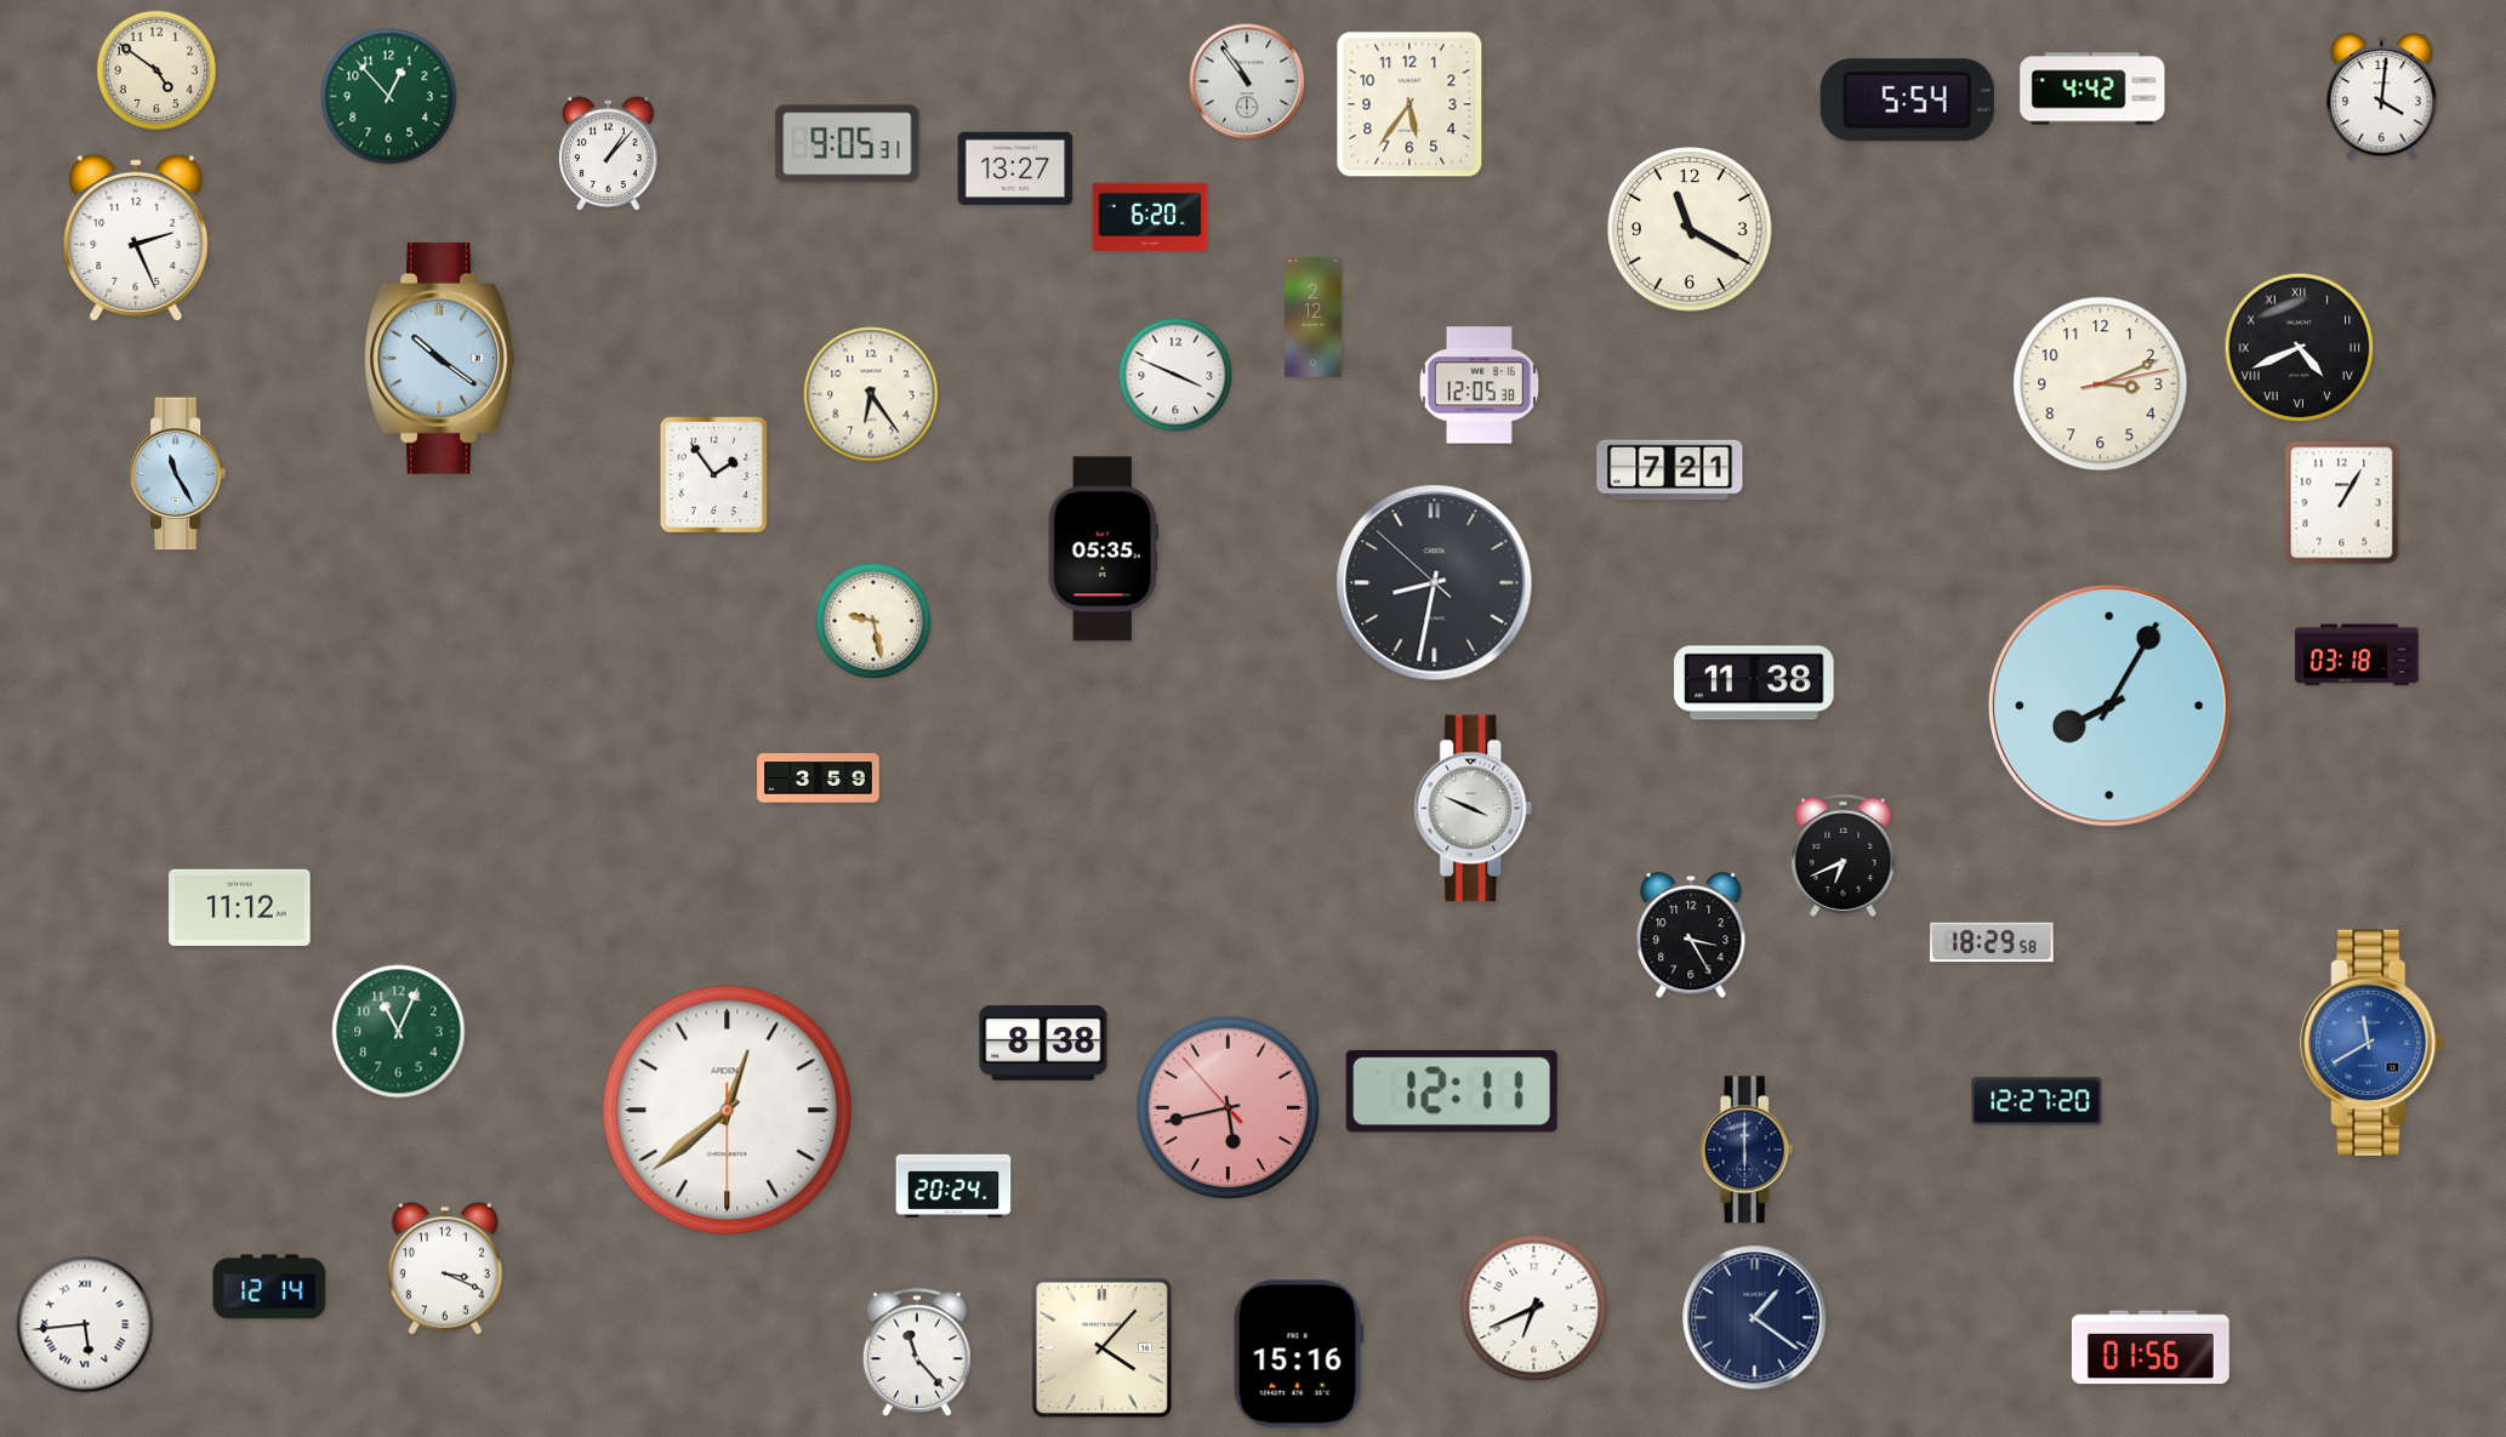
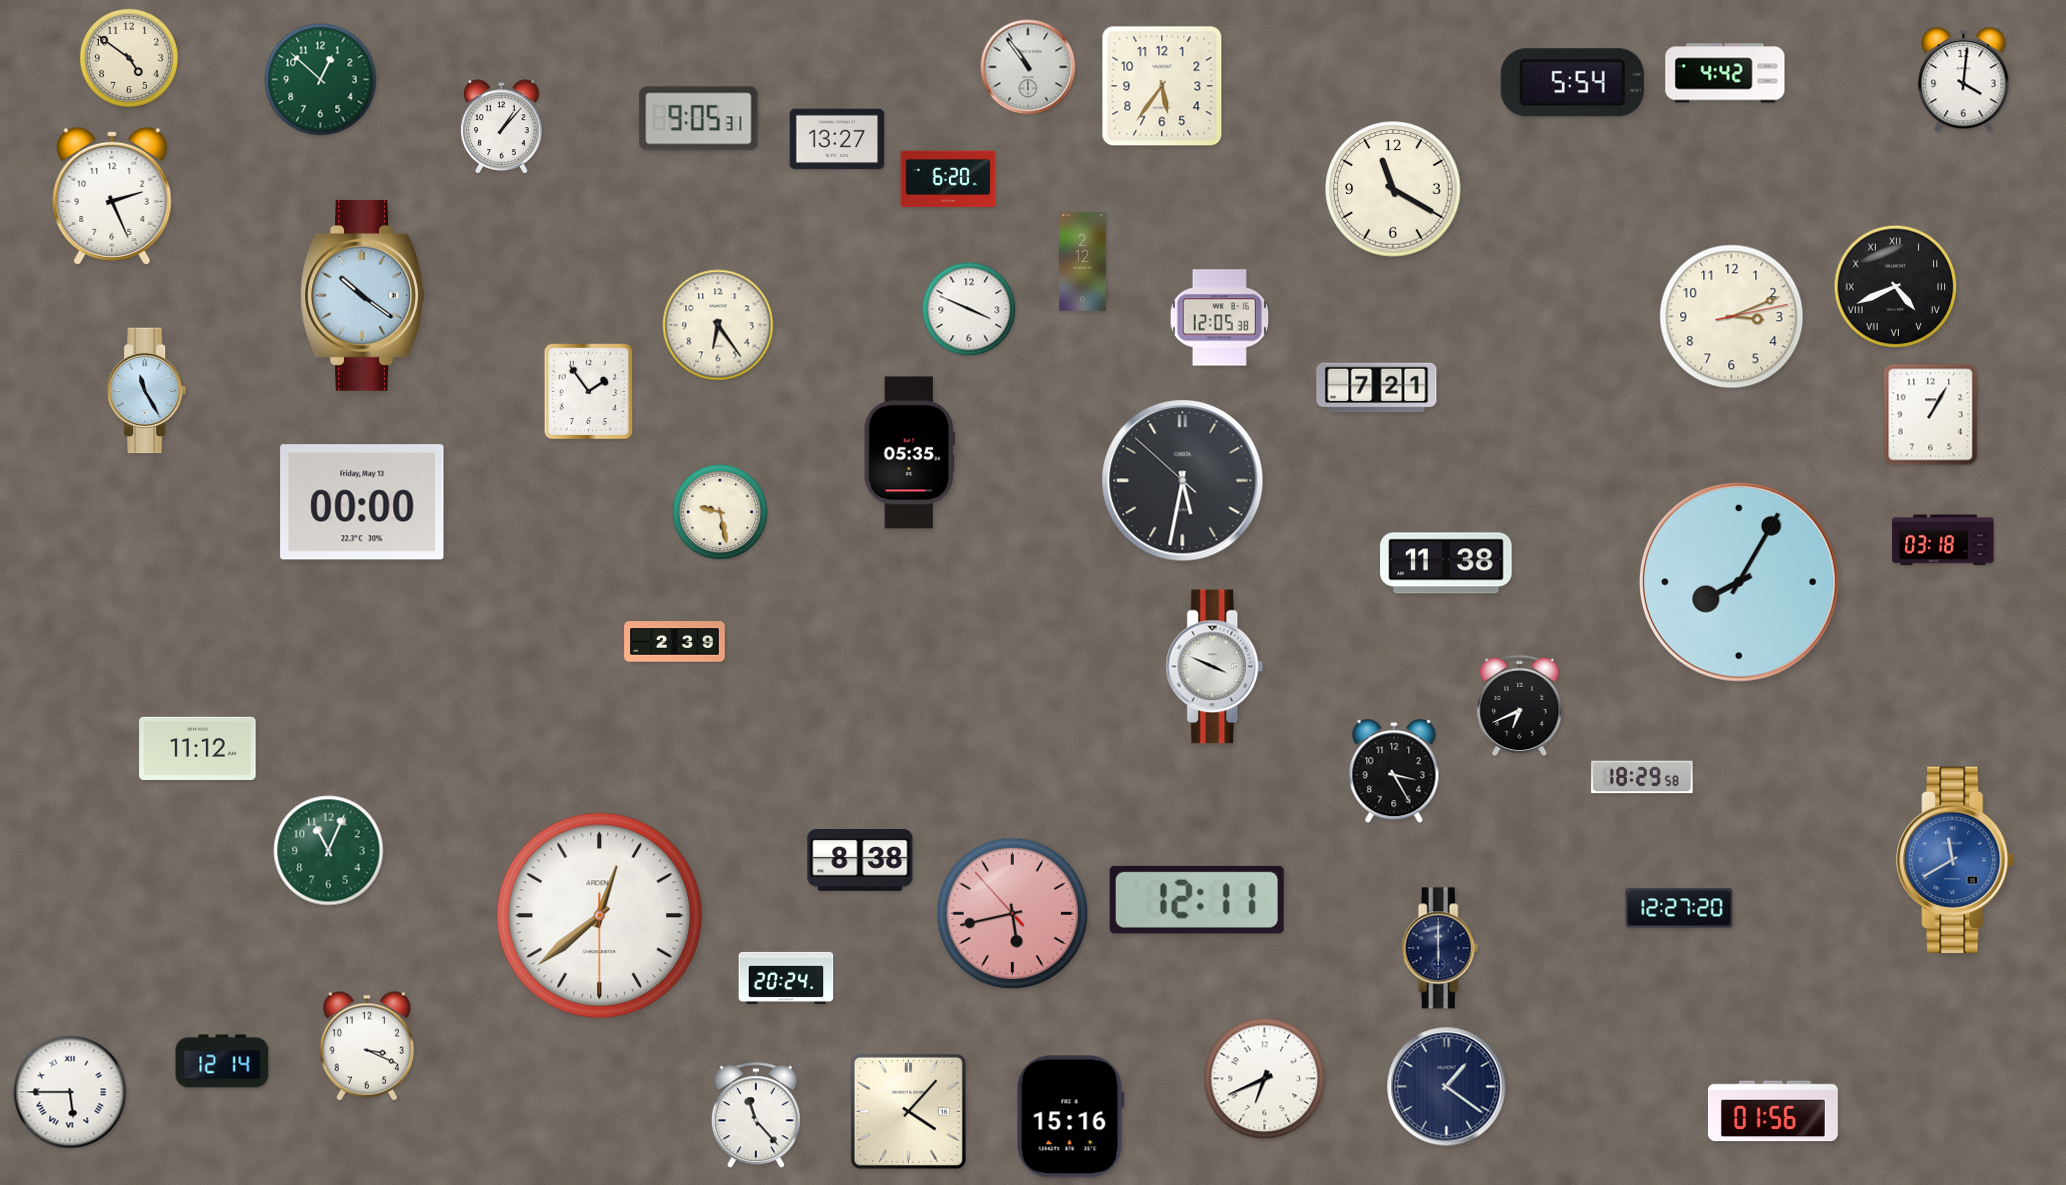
clock at (389, 97): 12:53 -> 12:52
clock at (1435, 583): 8:31 -> 5:31
clock at (362, 502): none -> 00:00
clock at (819, 779): 3:59 -> 2:39
clock at (85, 1324): 5:44 -> 5:45
